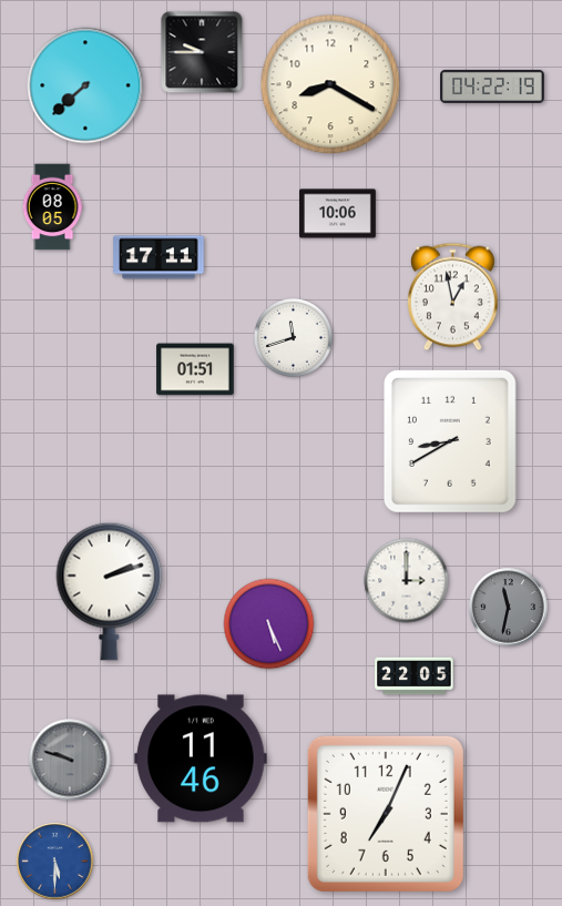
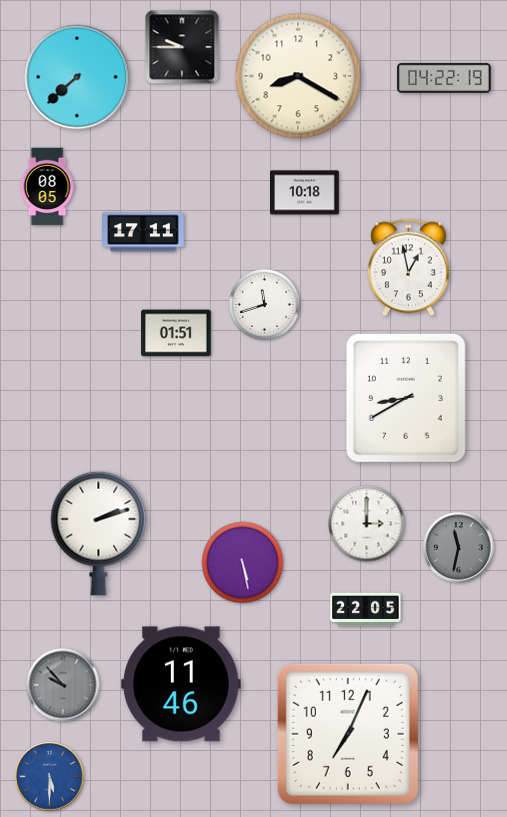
clock at (338, 214): 10:06 -> 10:18
clock at (269, 624): 5:26 -> 5:28
clock at (415, 676) position: (415, 676) -> (366, 610)
clock at (70, 760): 9:48 -> 9:53
